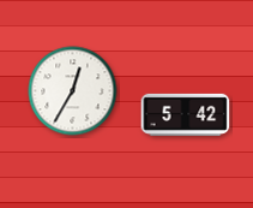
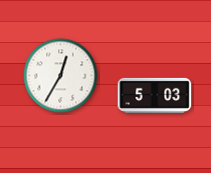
clock at (186, 114): 5:42 -> 5:03
